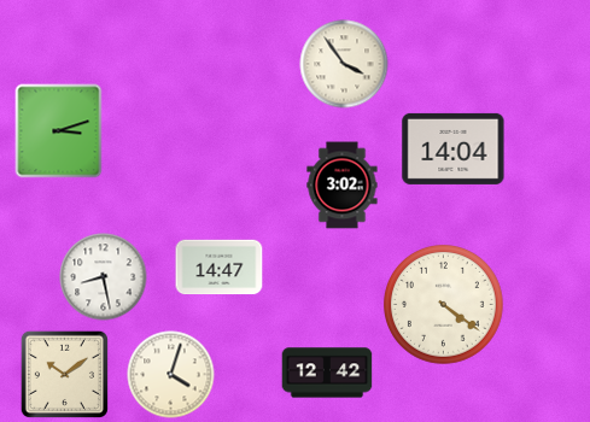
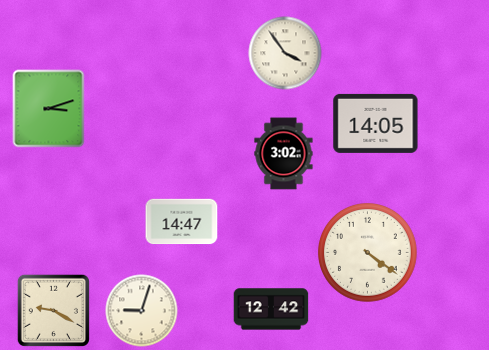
clock at (454, 148): 14:04 -> 14:05
clock at (104, 277): 8:28 -> none
clock at (64, 374): 10:09 -> 9:20
clock at (171, 375): 4:03 -> 9:03
